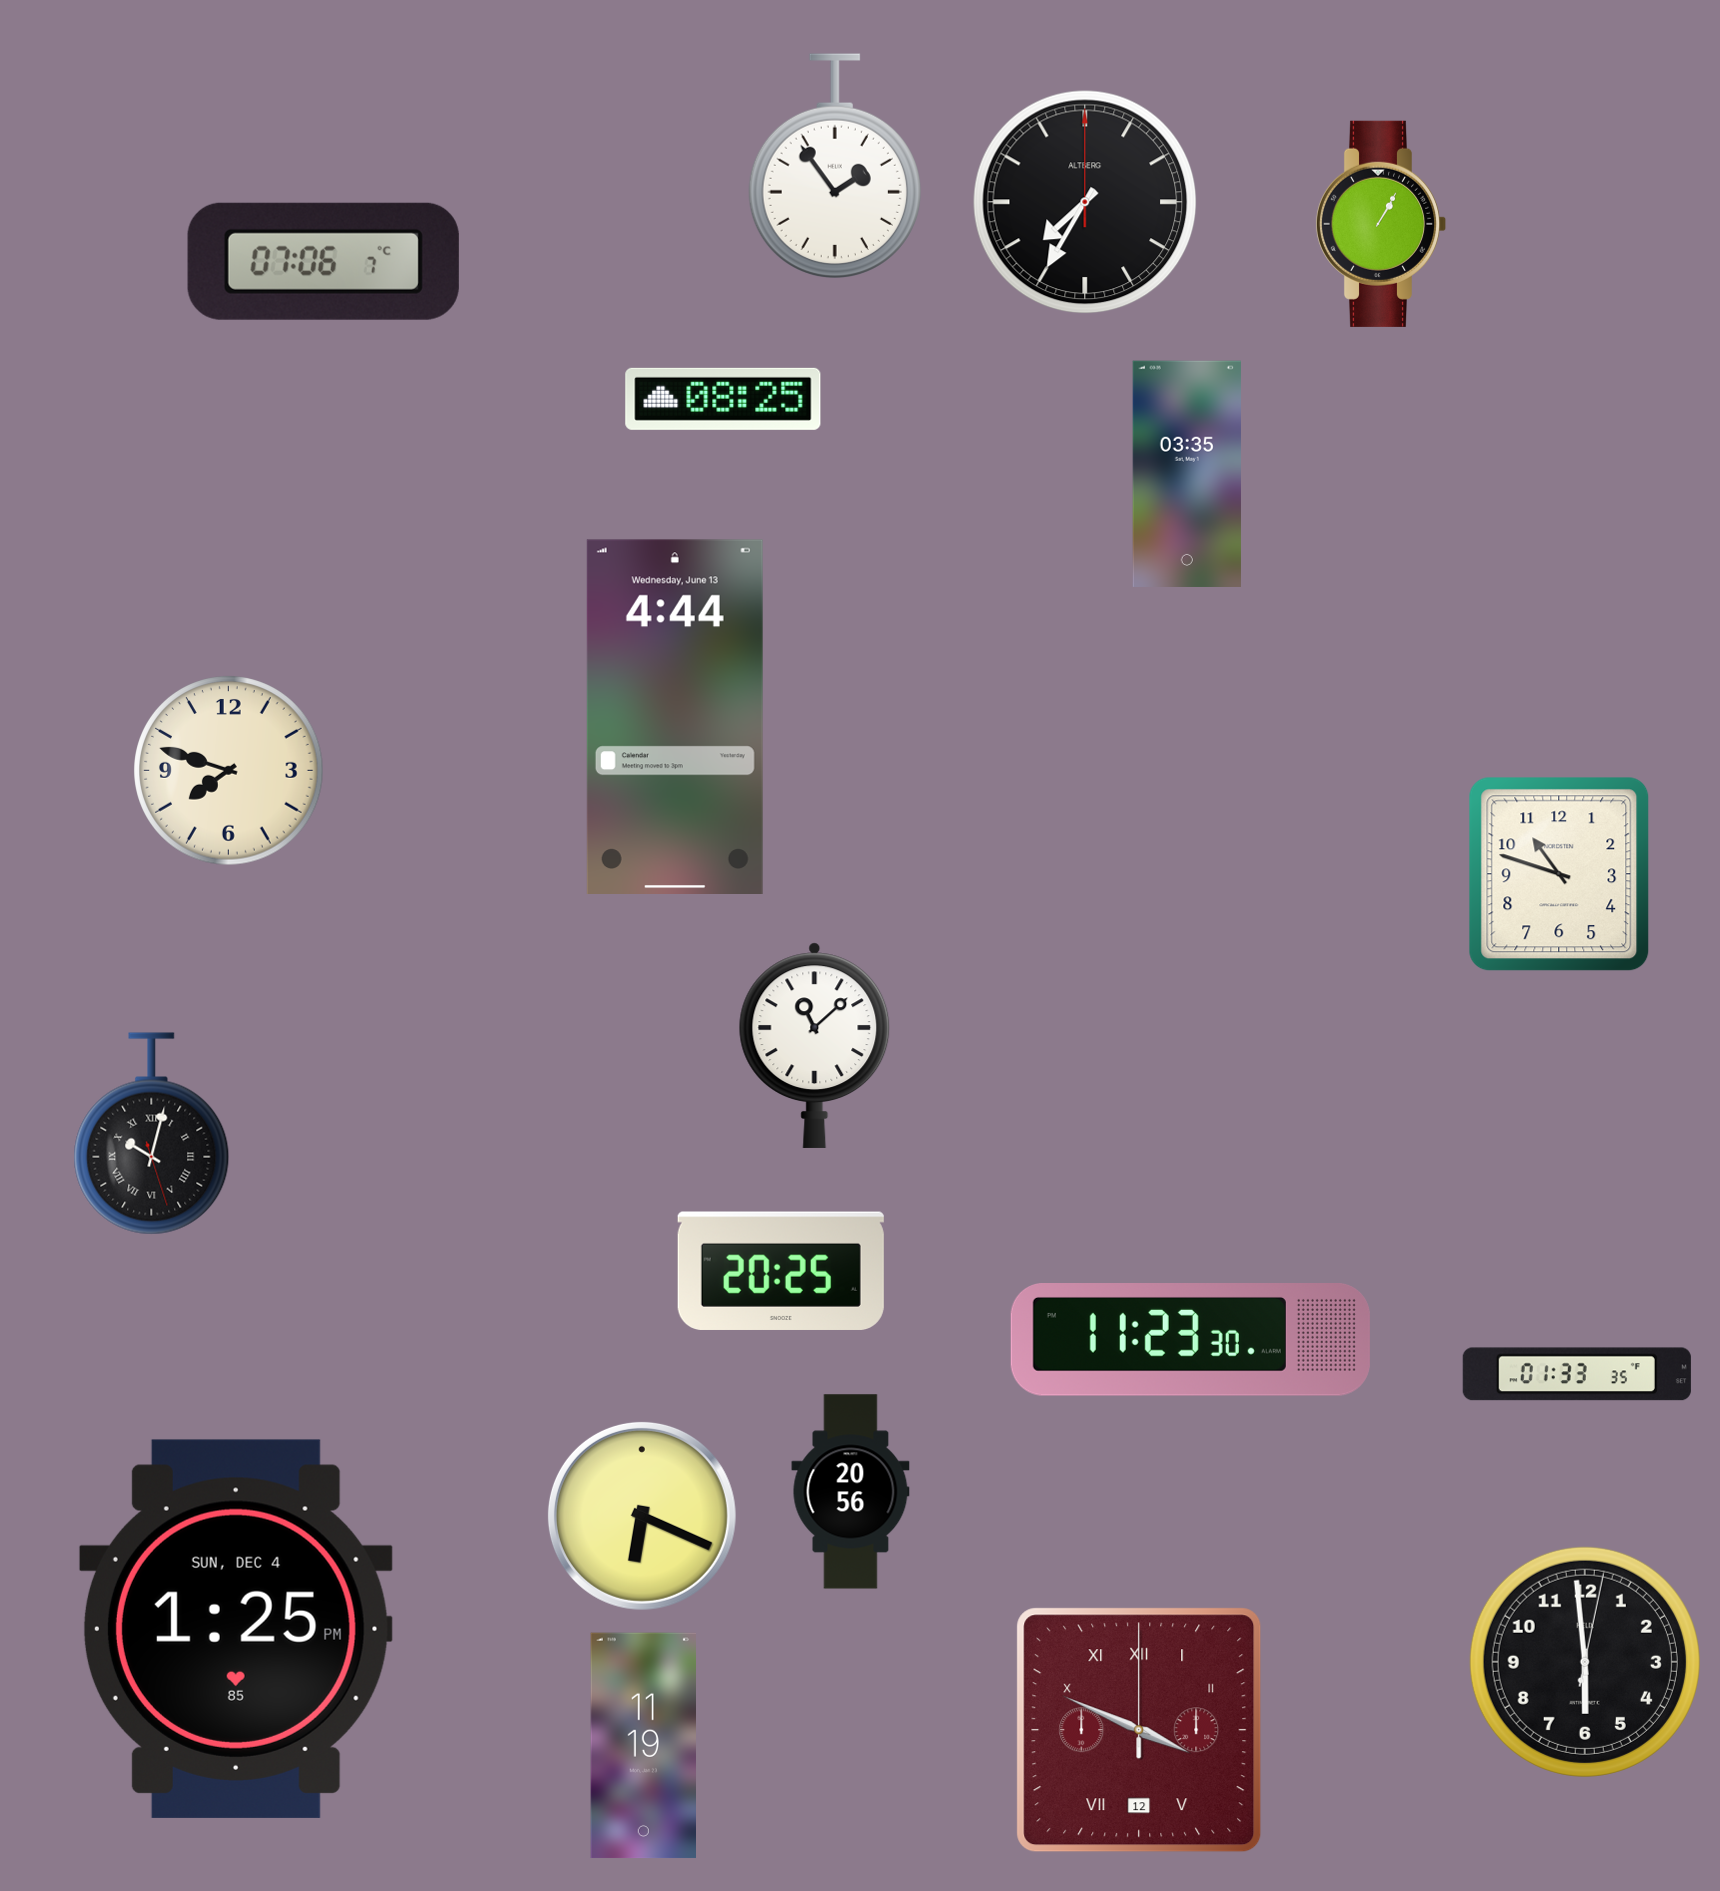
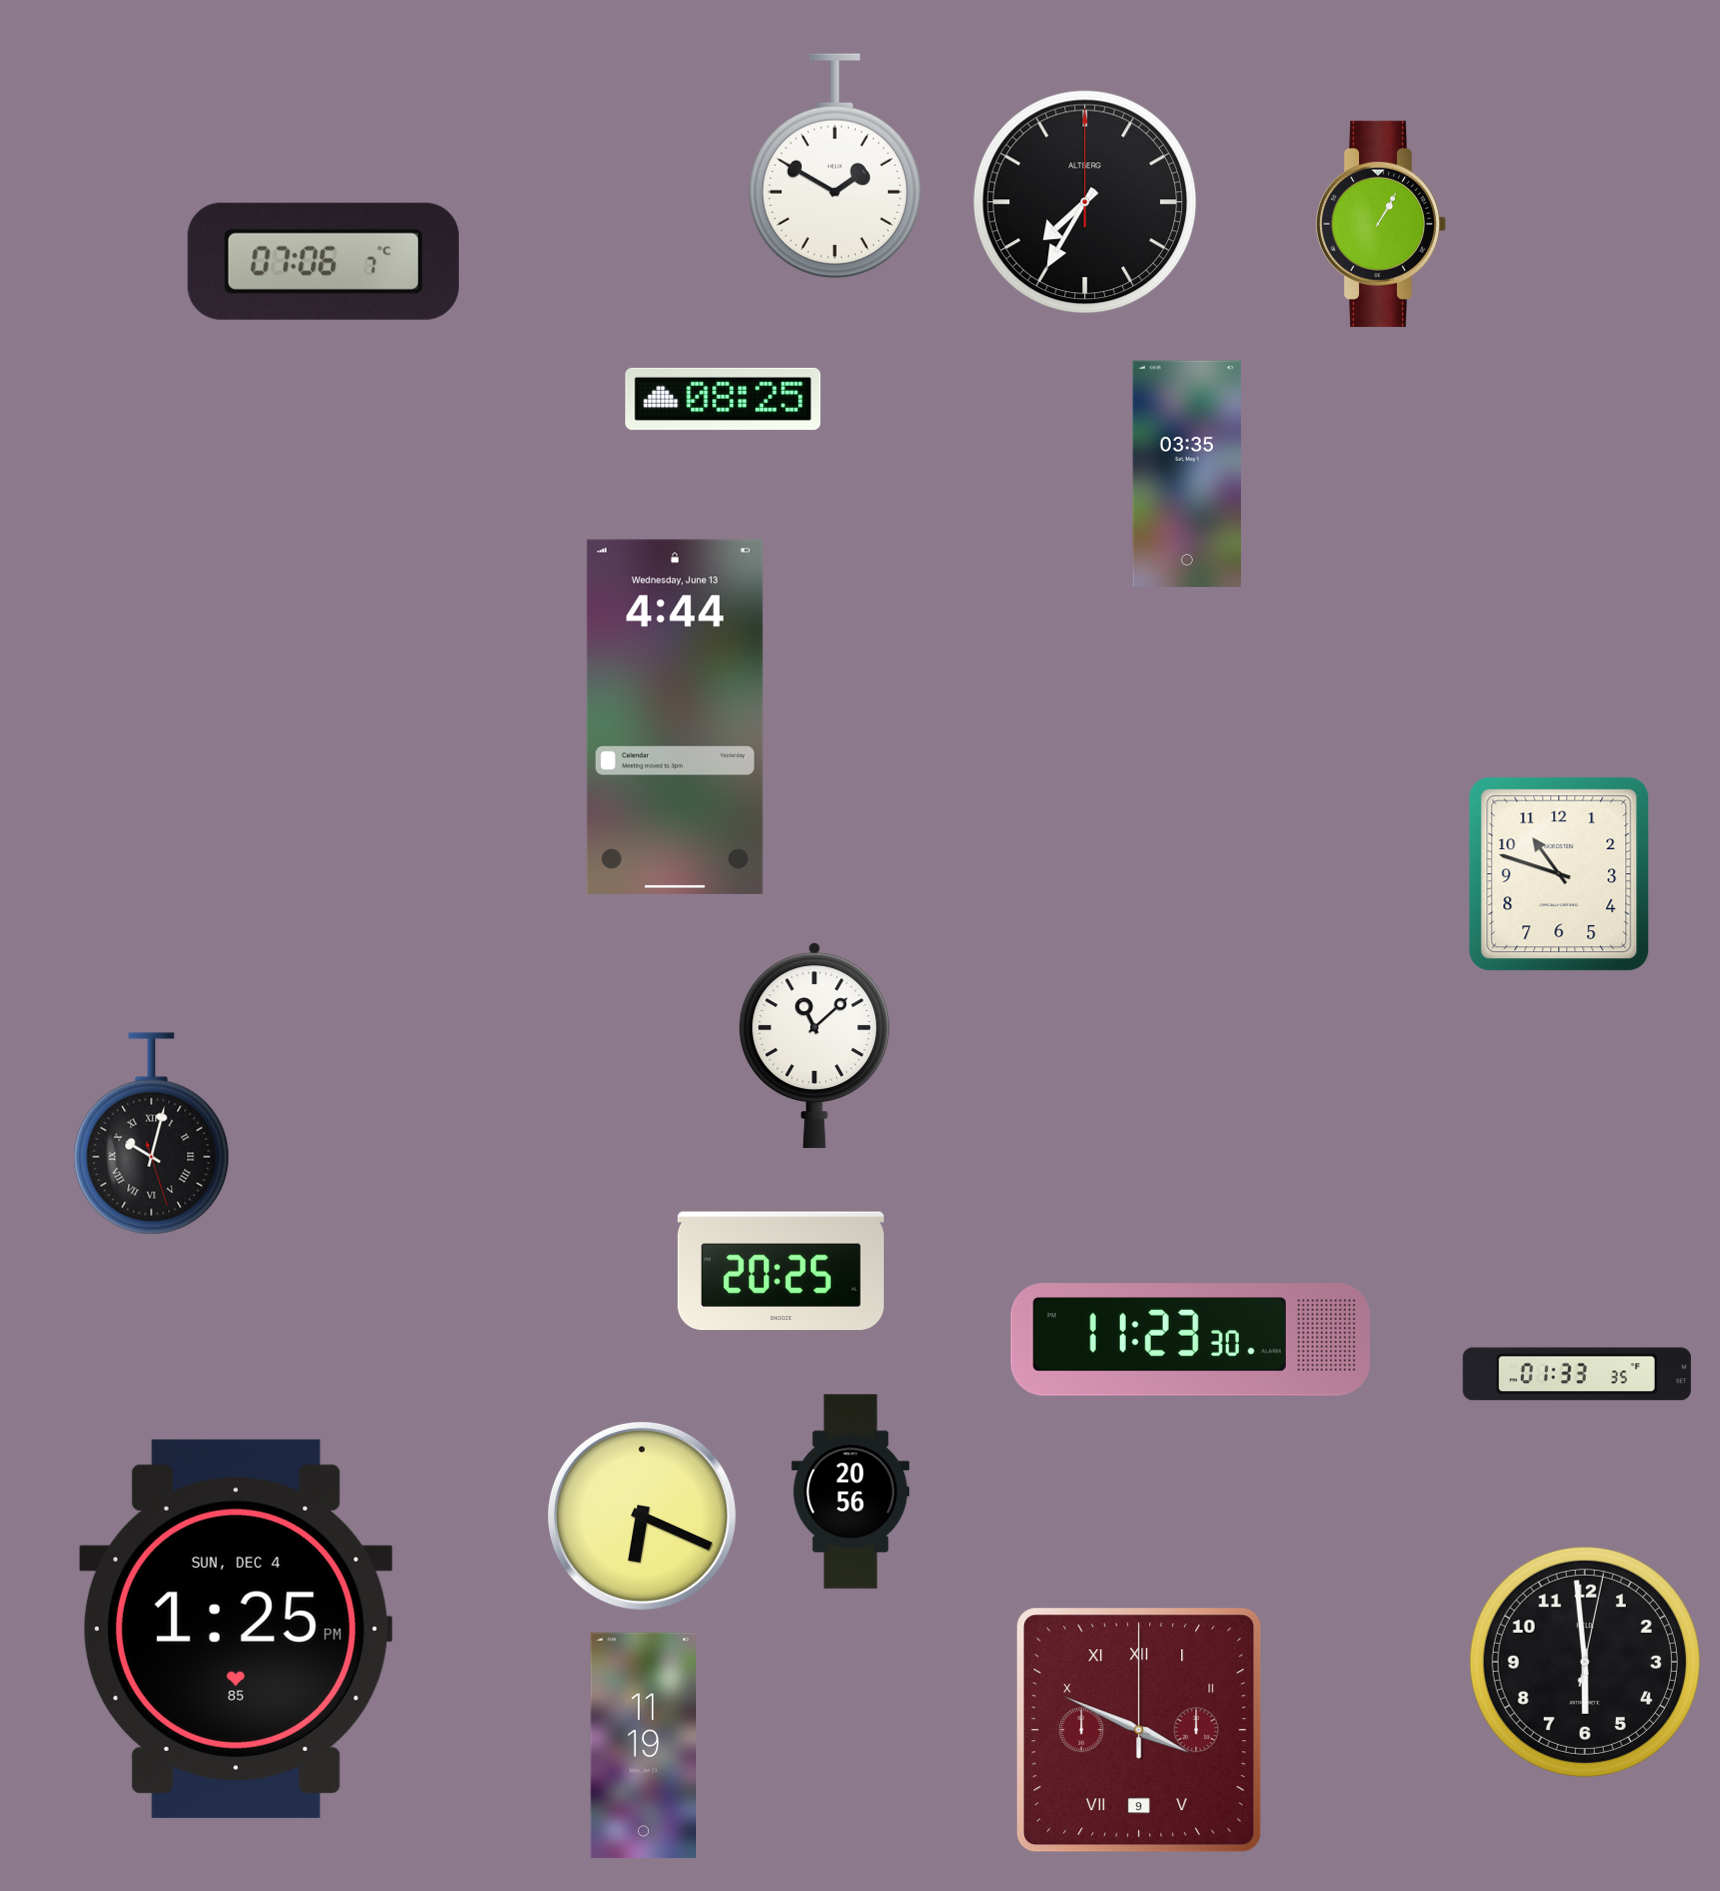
clock at (835, 166): 1:54 -> 1:50
clock at (229, 771): 7:48 -> none
clock at (1139, 1730) date: 12 -> 9
